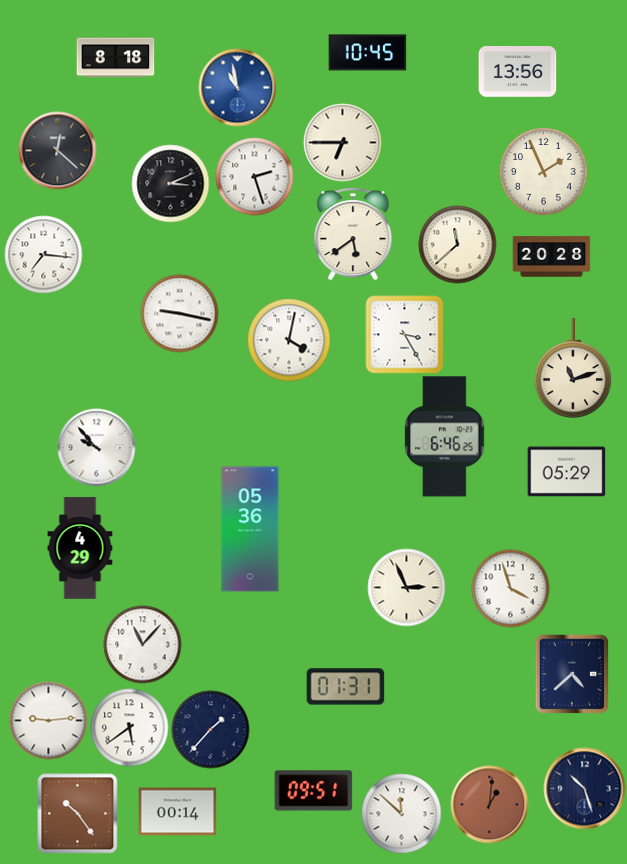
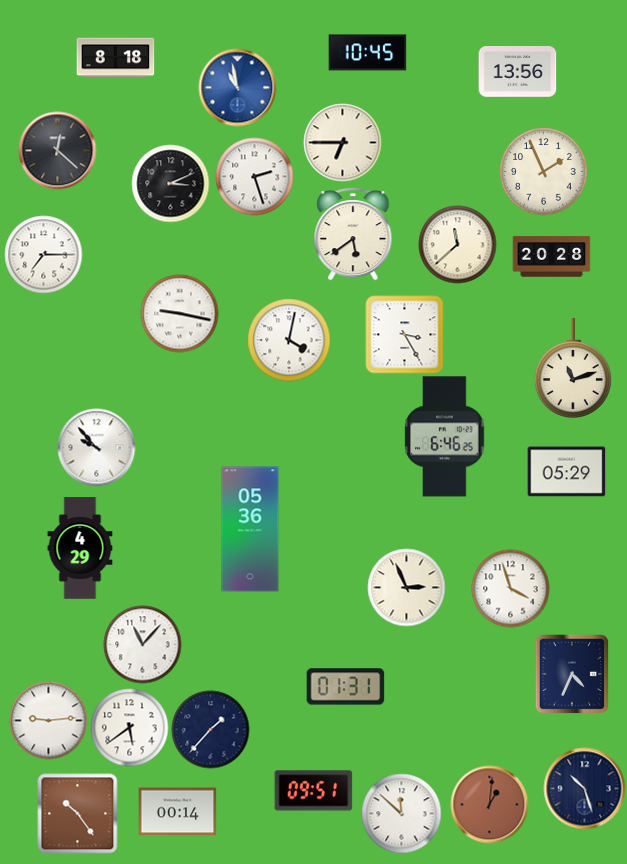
clock at (43, 254): 7:16 -> 7:15
clock at (572, 674): 4:38 -> 4:34
